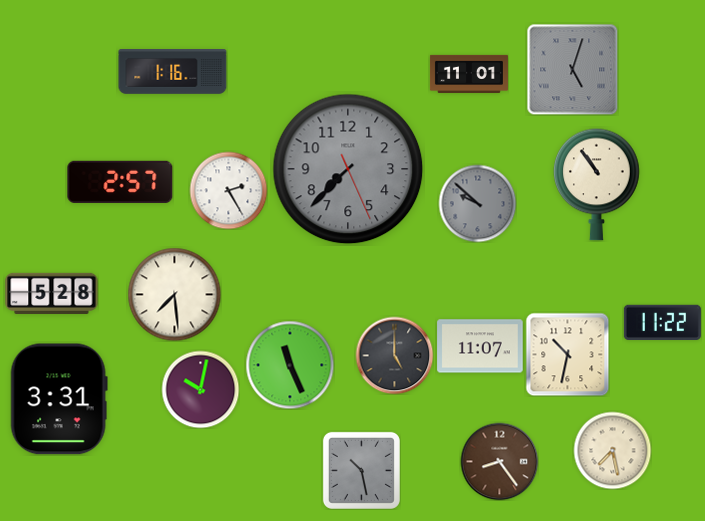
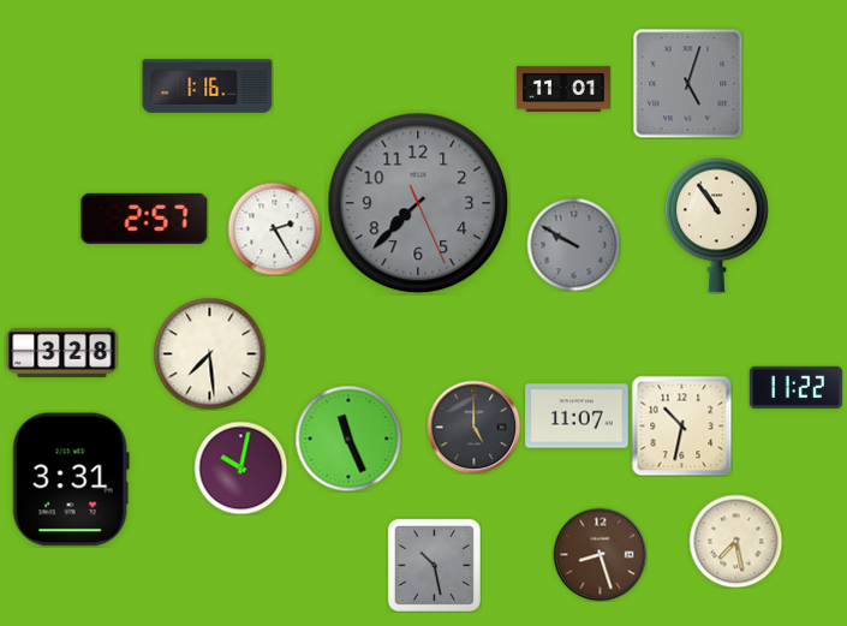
clock at (597, 184) position: (597, 184) -> (717, 225)
clock at (477, 203): 9:52 -> 9:50
clock at (52, 293): 5:28 -> 3:28
clock at (499, 461): 8:24 -> 8:27
